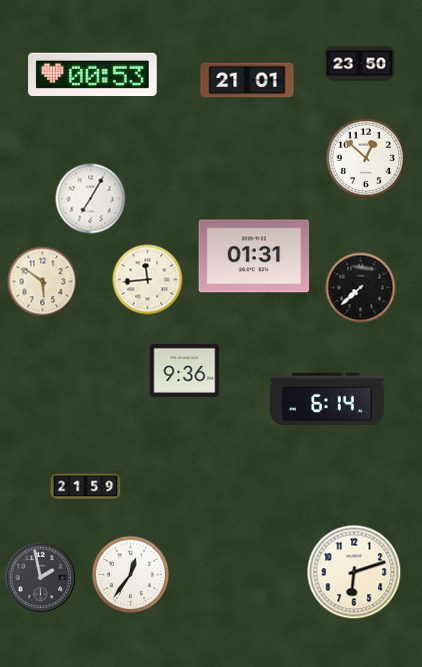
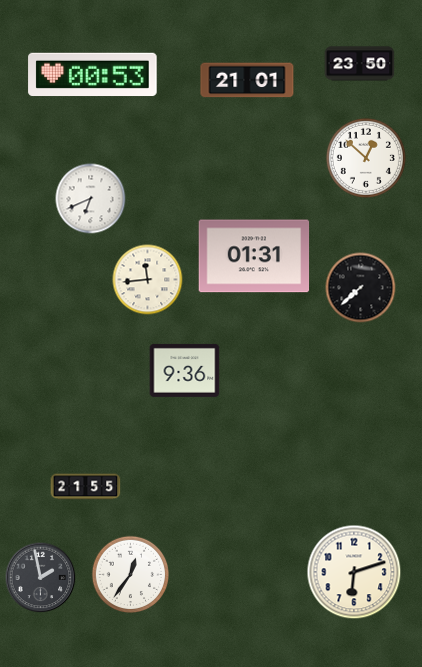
clock at (91, 199): 7:05 -> 6:41
clock at (43, 282): 5:51 -> none
clock at (327, 398): 6:14 -> none
clock at (86, 487): 21:59 -> 21:55
